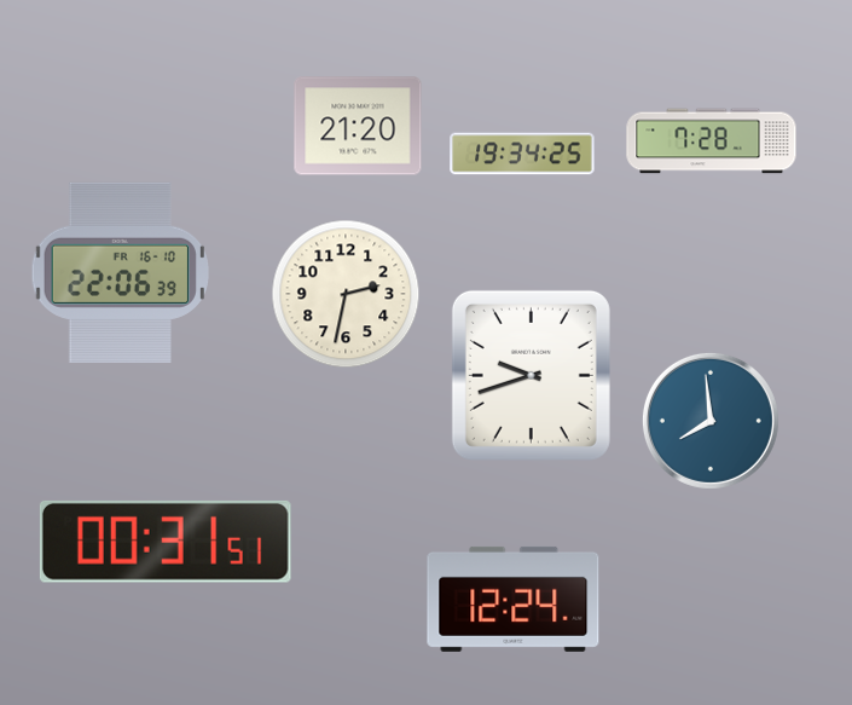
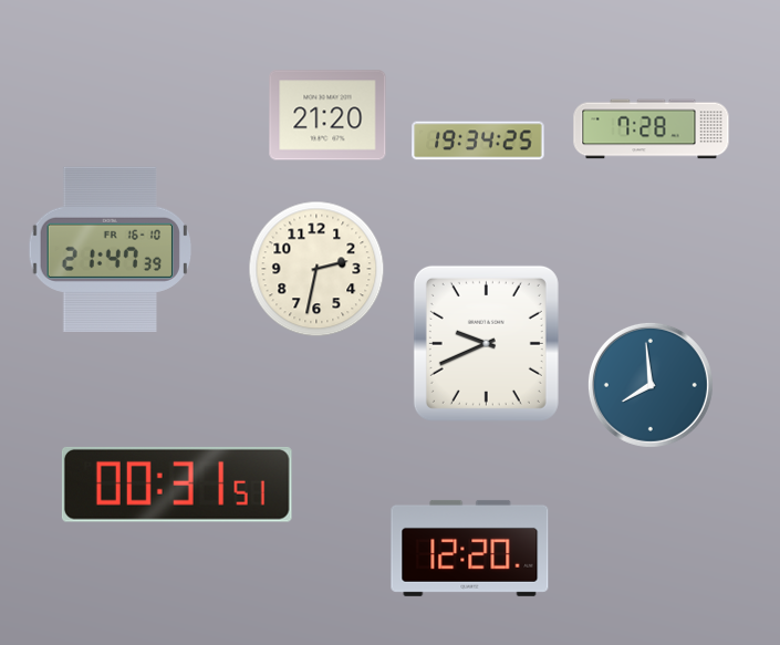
clock at (120, 272): 22:06 -> 21:47
clock at (531, 375): 9:42 -> 9:41
clock at (166, 542) position: (166, 542) -> (177, 485)
clock at (514, 599): 12:24 -> 12:20
